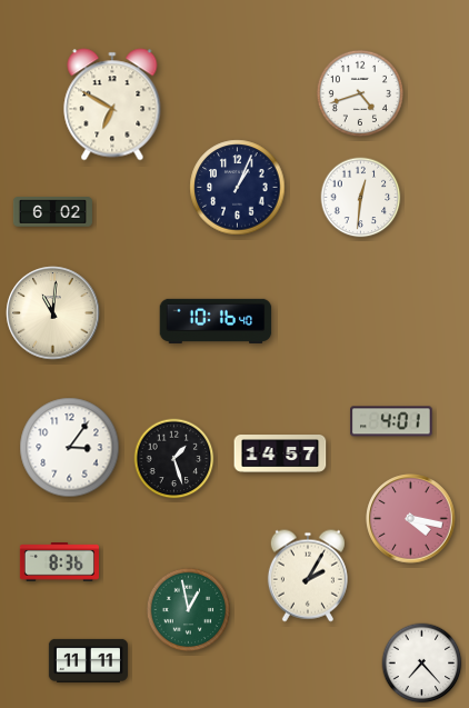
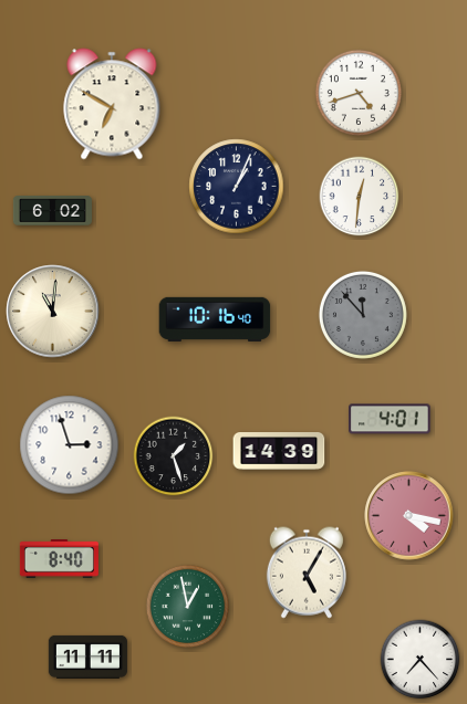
clock at (363, 315): none -> 11:53
clock at (70, 448): 3:06 -> 2:57
clock at (280, 455): 14:57 -> 14:39
clock at (59, 562): 8:36 -> 8:40
clock at (308, 576): 2:05 -> 5:05
